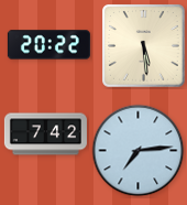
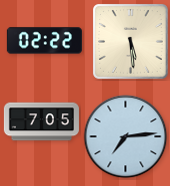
clock at (48, 45): 20:22 -> 02:22
clock at (45, 134): 7:42 -> 7:05
